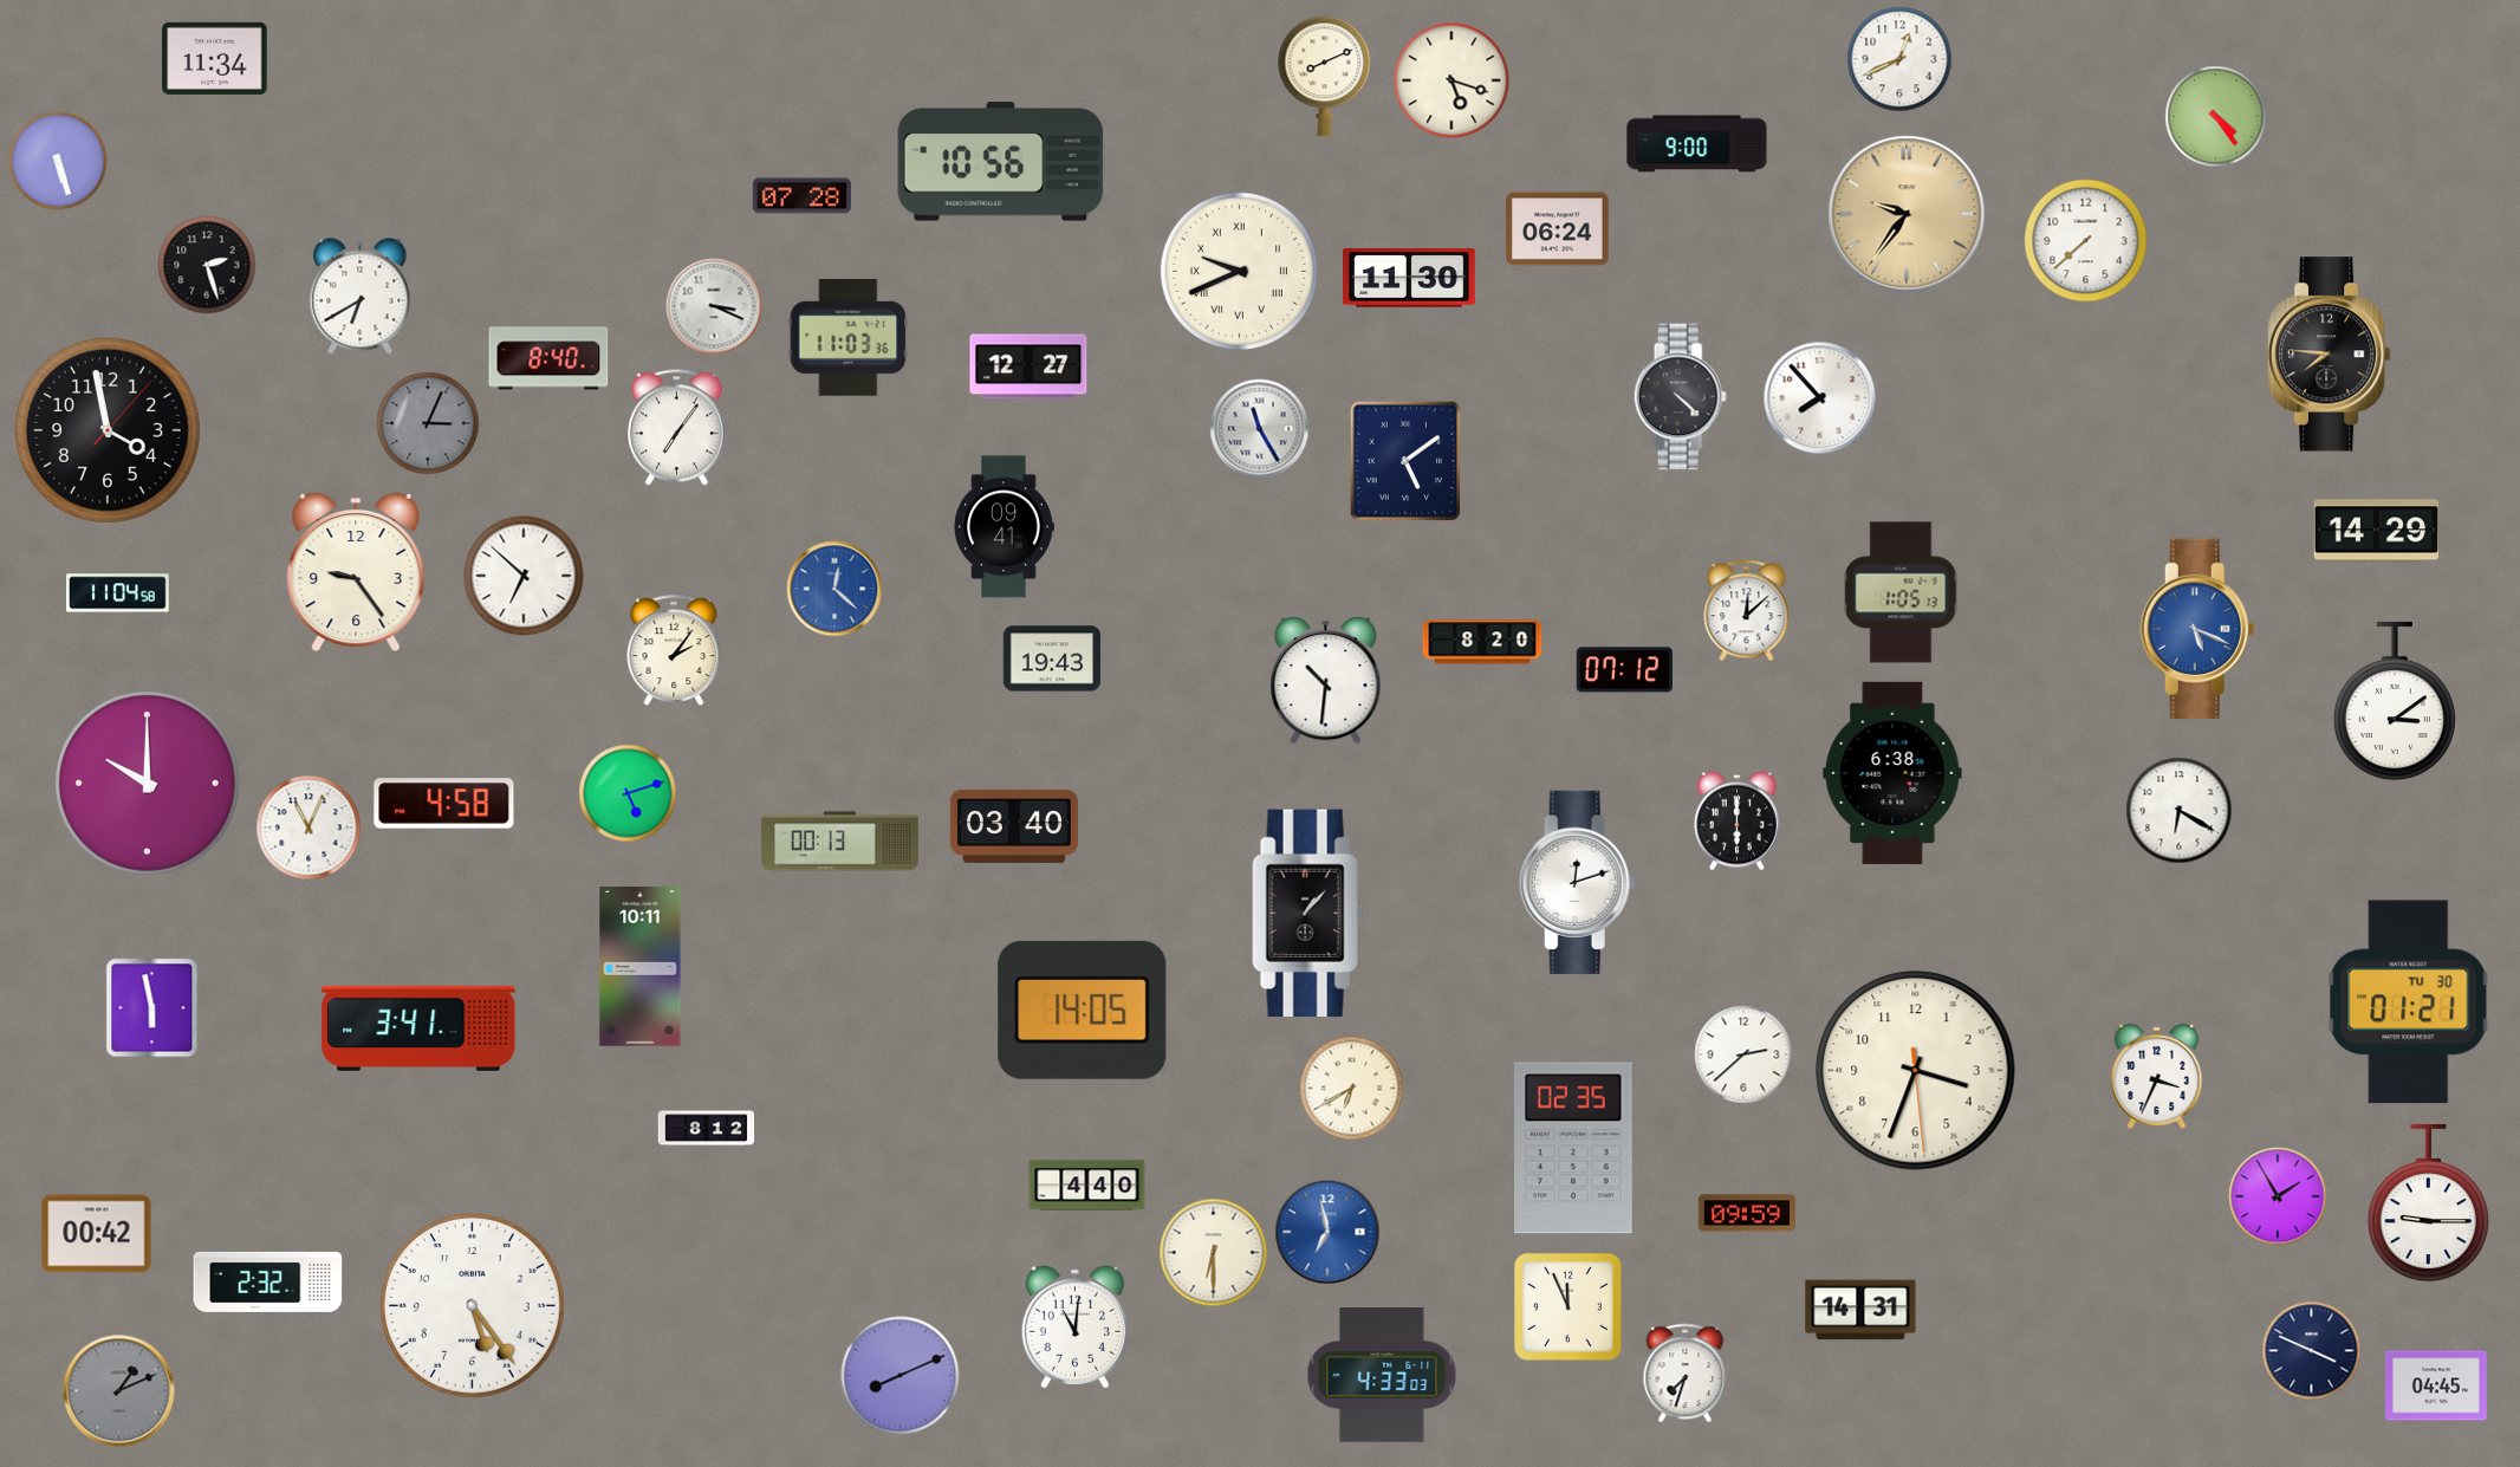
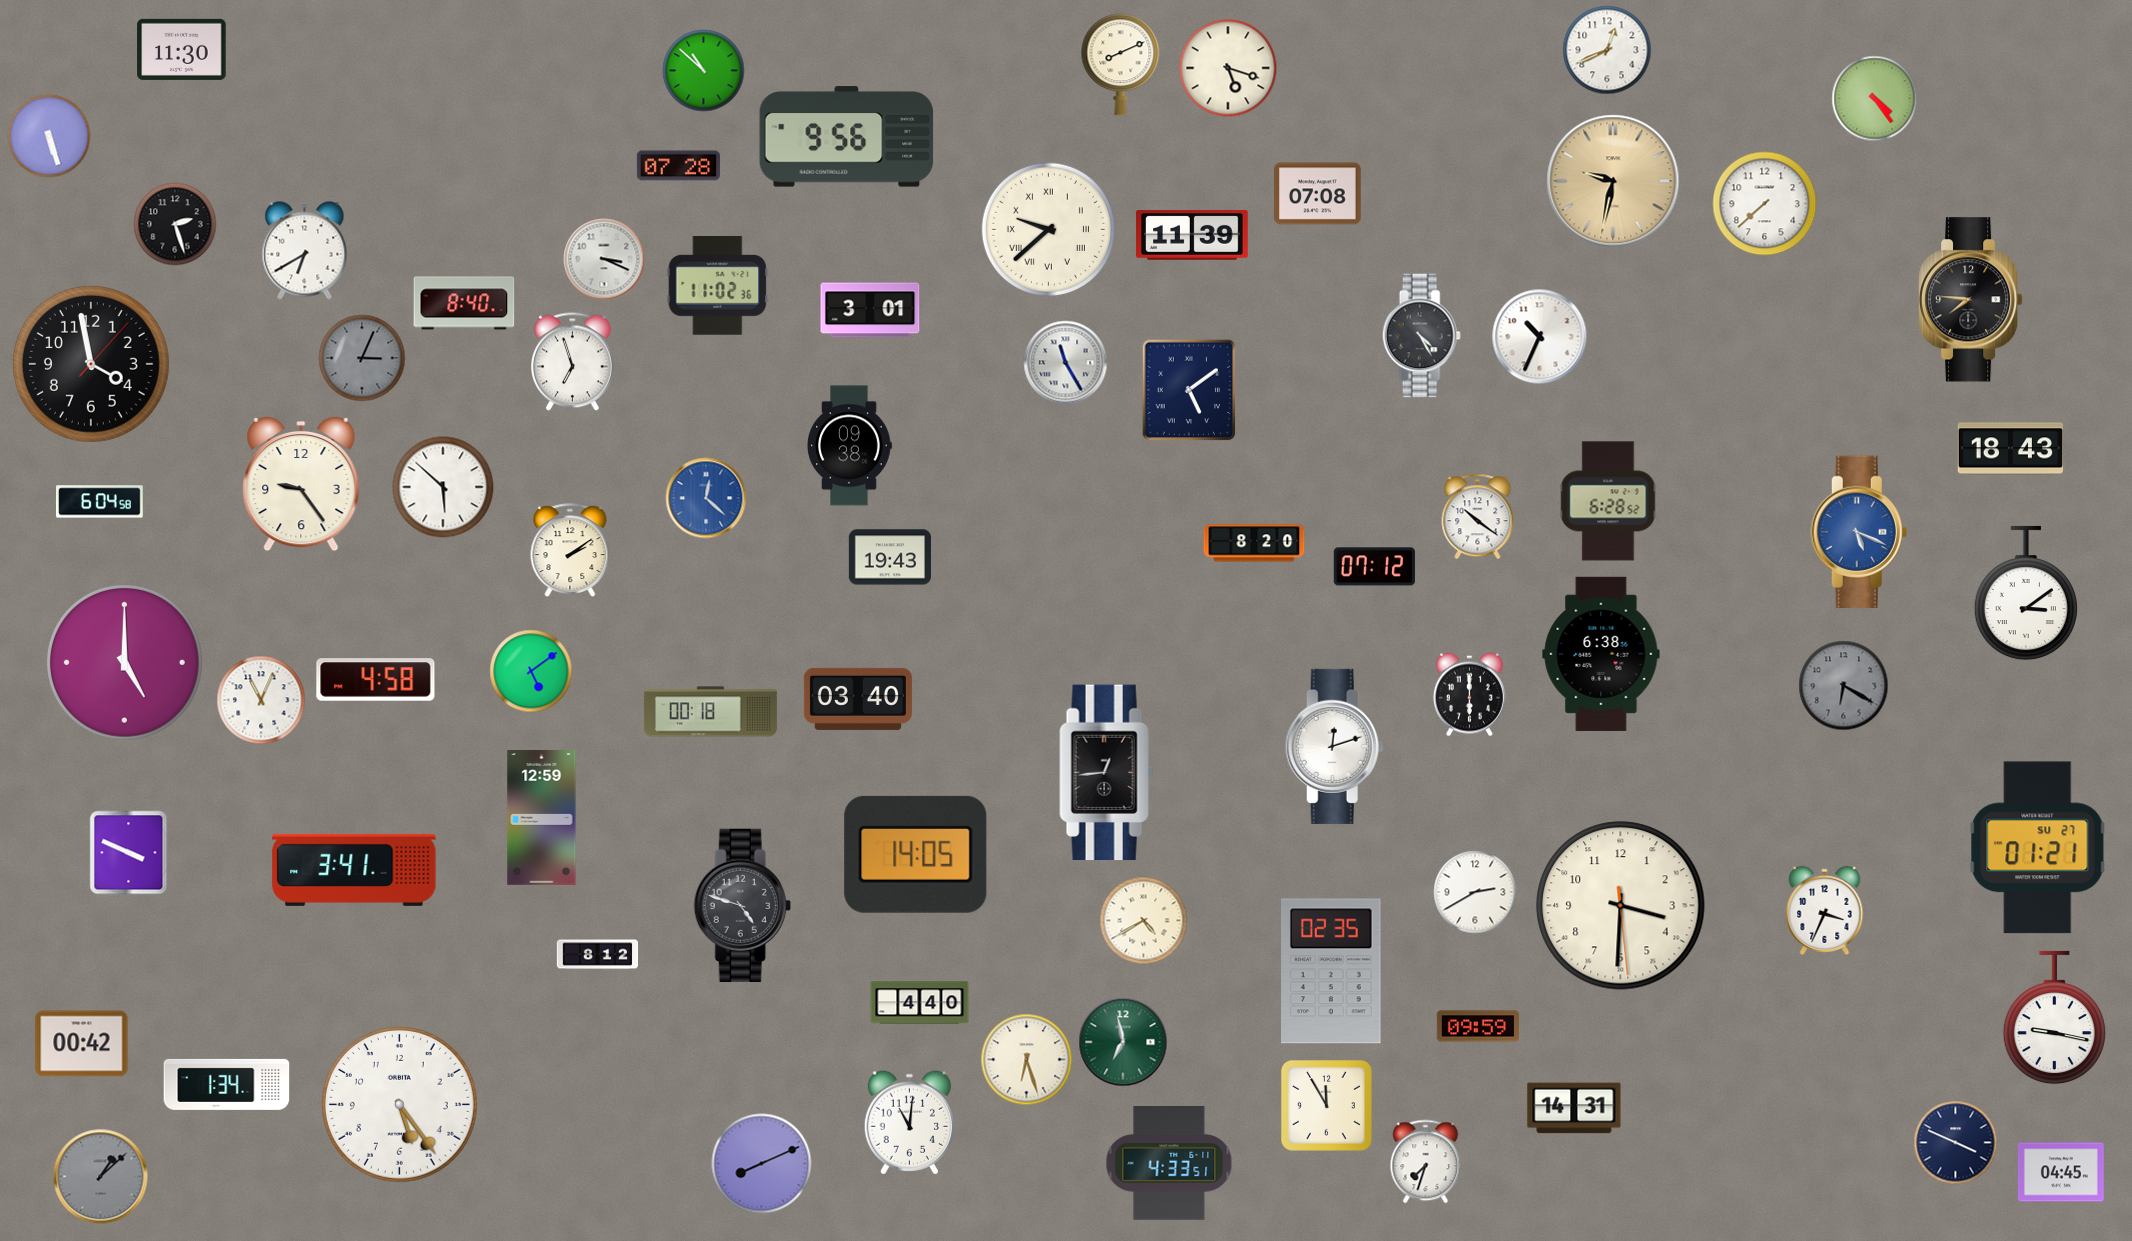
clock at (215, 58): 11:34 -> 11:30
clock at (704, 71): none -> 10:52
clock at (1697, 144): 9:00 -> none
clock at (1001, 162): 10:56 -> 9:56
clock at (1907, 214): 9:36 -> 9:32
clock at (1558, 229): 06:24 -> 07:08
clock at (1239, 271): 9:41 -> 9:38
clock at (1409, 278): 11:30 -> 11:39
clock at (849, 338): 11:03 -> 11:02
clock at (1028, 366): 12:27 -> 3:01
clock at (1680, 397): 4:22 -> 4:25
clock at (1820, 398): 7:53 -> 10:34
clock at (677, 428): 7:06 -> 6:57
clock at (1004, 527): 09:41 -> 09:38
clock at (2376, 531): 14:29 -> 18:43
clock at (524, 576): 6:52 -> 5:52
clock at (1901, 592): 1:05 -> 6:28
clock at (118, 593): 11:04 -> 6:04
clock at (1747, 611): 12:08 -> 10:21
clock at (674, 650): 2:06 -> 2:09
clock at (1326, 681): 10:31 -> none
clock at (147, 783): 10:00 -> 5:00
clock at (628, 793): 5:12 -> 5:09
clock at (2180, 811) dial: white -> grey
clock at (839, 842): 00:13 -> 00:18
clock at (1308, 914): 1:07 -> 12:44
clock at (641, 967): 10:11 -> 12:59
clock at (2409, 1002) date: TU 30 -> SU 27
clock at (152, 1008): 5:58 -> 3:49
clock at (1743, 1054): 2:38 -> 2:40
clock at (742, 905): none -> 4:48
clock at (1916, 1071): 3:33 -> 3:30
clock at (1352, 1089): 6:40 -> 4:40
clock at (2278, 1196): 1:55 -> none
clock at (2428, 1203): 9:15 -> 9:17
clock at (1327, 1232) dial: blue -> green
clock at (1214, 1253): 6:30 -> 6:27
clock at (268, 1281): 2:32 -> 1:34
clock at (1567, 1306): 11:56 -> 11:55
clock at (1382, 1376): 4:33:03 -> 4:33:51
clock at (119, 1391): 1:11 -> 1:08
